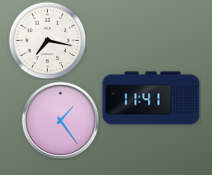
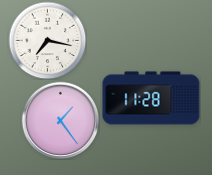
clock at (151, 98): 11:41 -> 11:28
